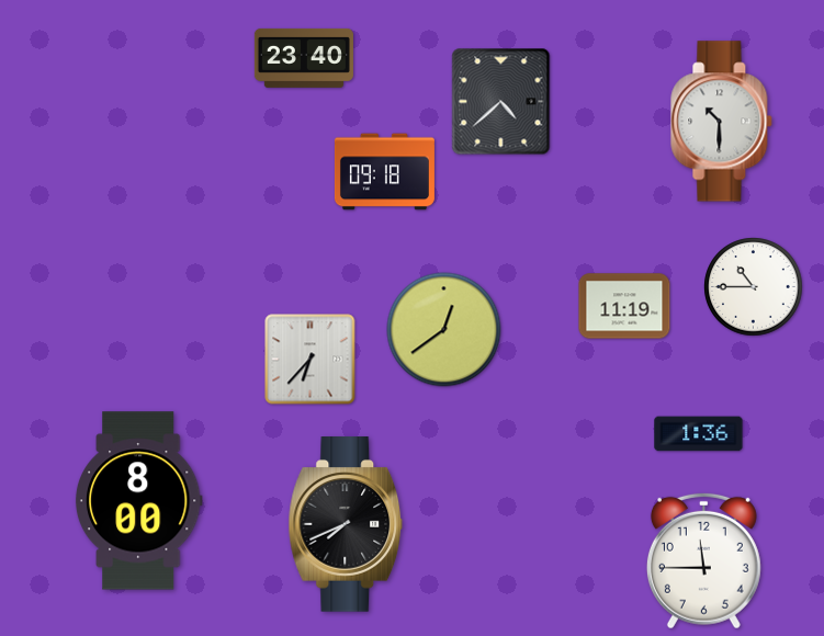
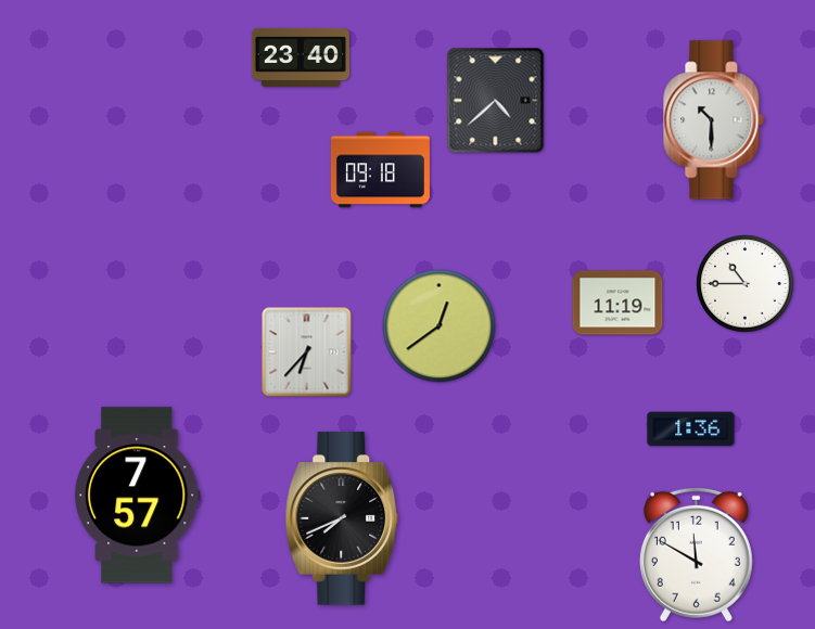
clock at (311, 360) position: (311, 360) -> (307, 352)
clock at (138, 501): 8:00 -> 7:57
clock at (703, 560): 11:45 -> 11:50
